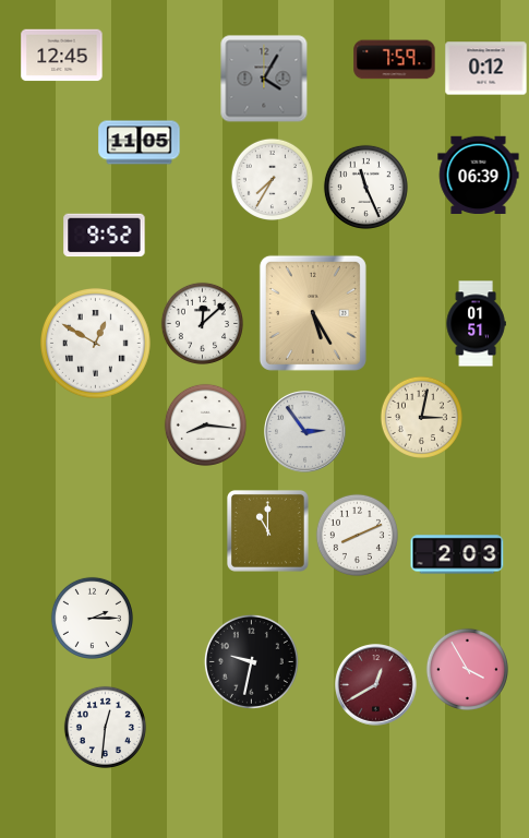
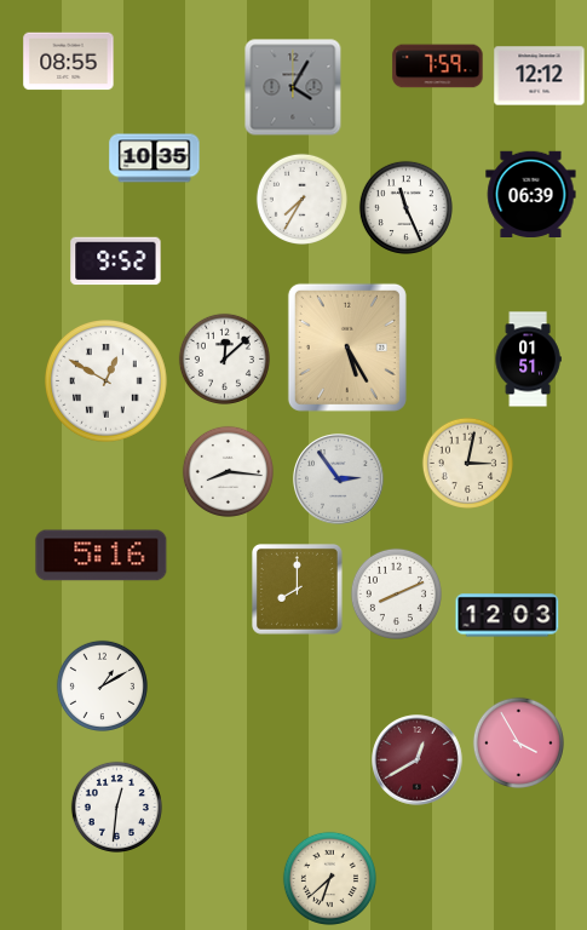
clock at (62, 56): 12:45 -> 08:55
clock at (486, 69): 0:12 -> 12:12
clock at (140, 143): 11:05 -> 10:35
clock at (102, 556): none -> 5:16
clock at (268, 531): 11:00 -> 8:00
clock at (457, 554): 2:03 -> 12:03
clock at (92, 618): 2:15 -> 1:10
clock at (251, 661): 9:32 -> none
clock at (329, 878): none -> 6:38
